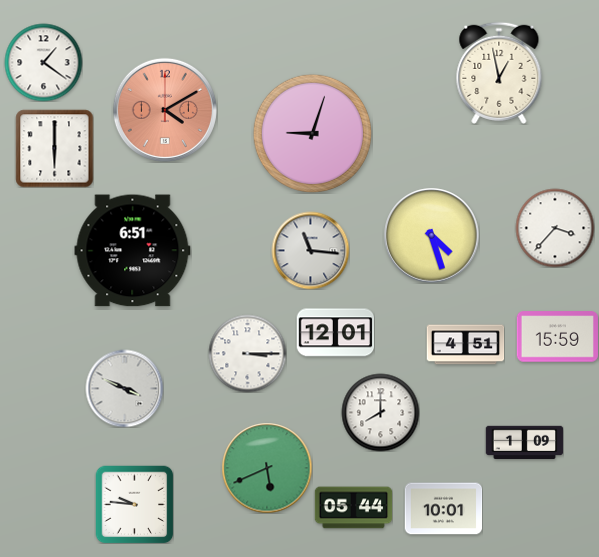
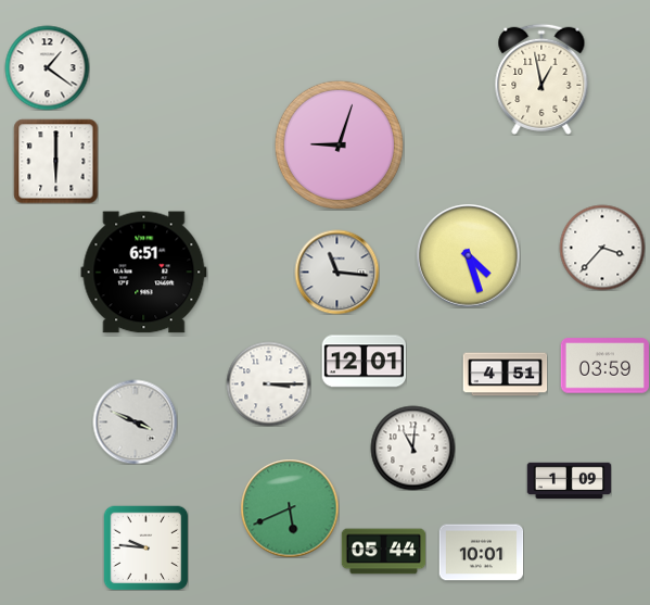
clock at (165, 110): 4:10 -> none
clock at (54, 148) position: (54, 148) -> (55, 161)
clock at (557, 337): 15:59 -> 03:59
clock at (380, 412): 8:00 -> 11:01
